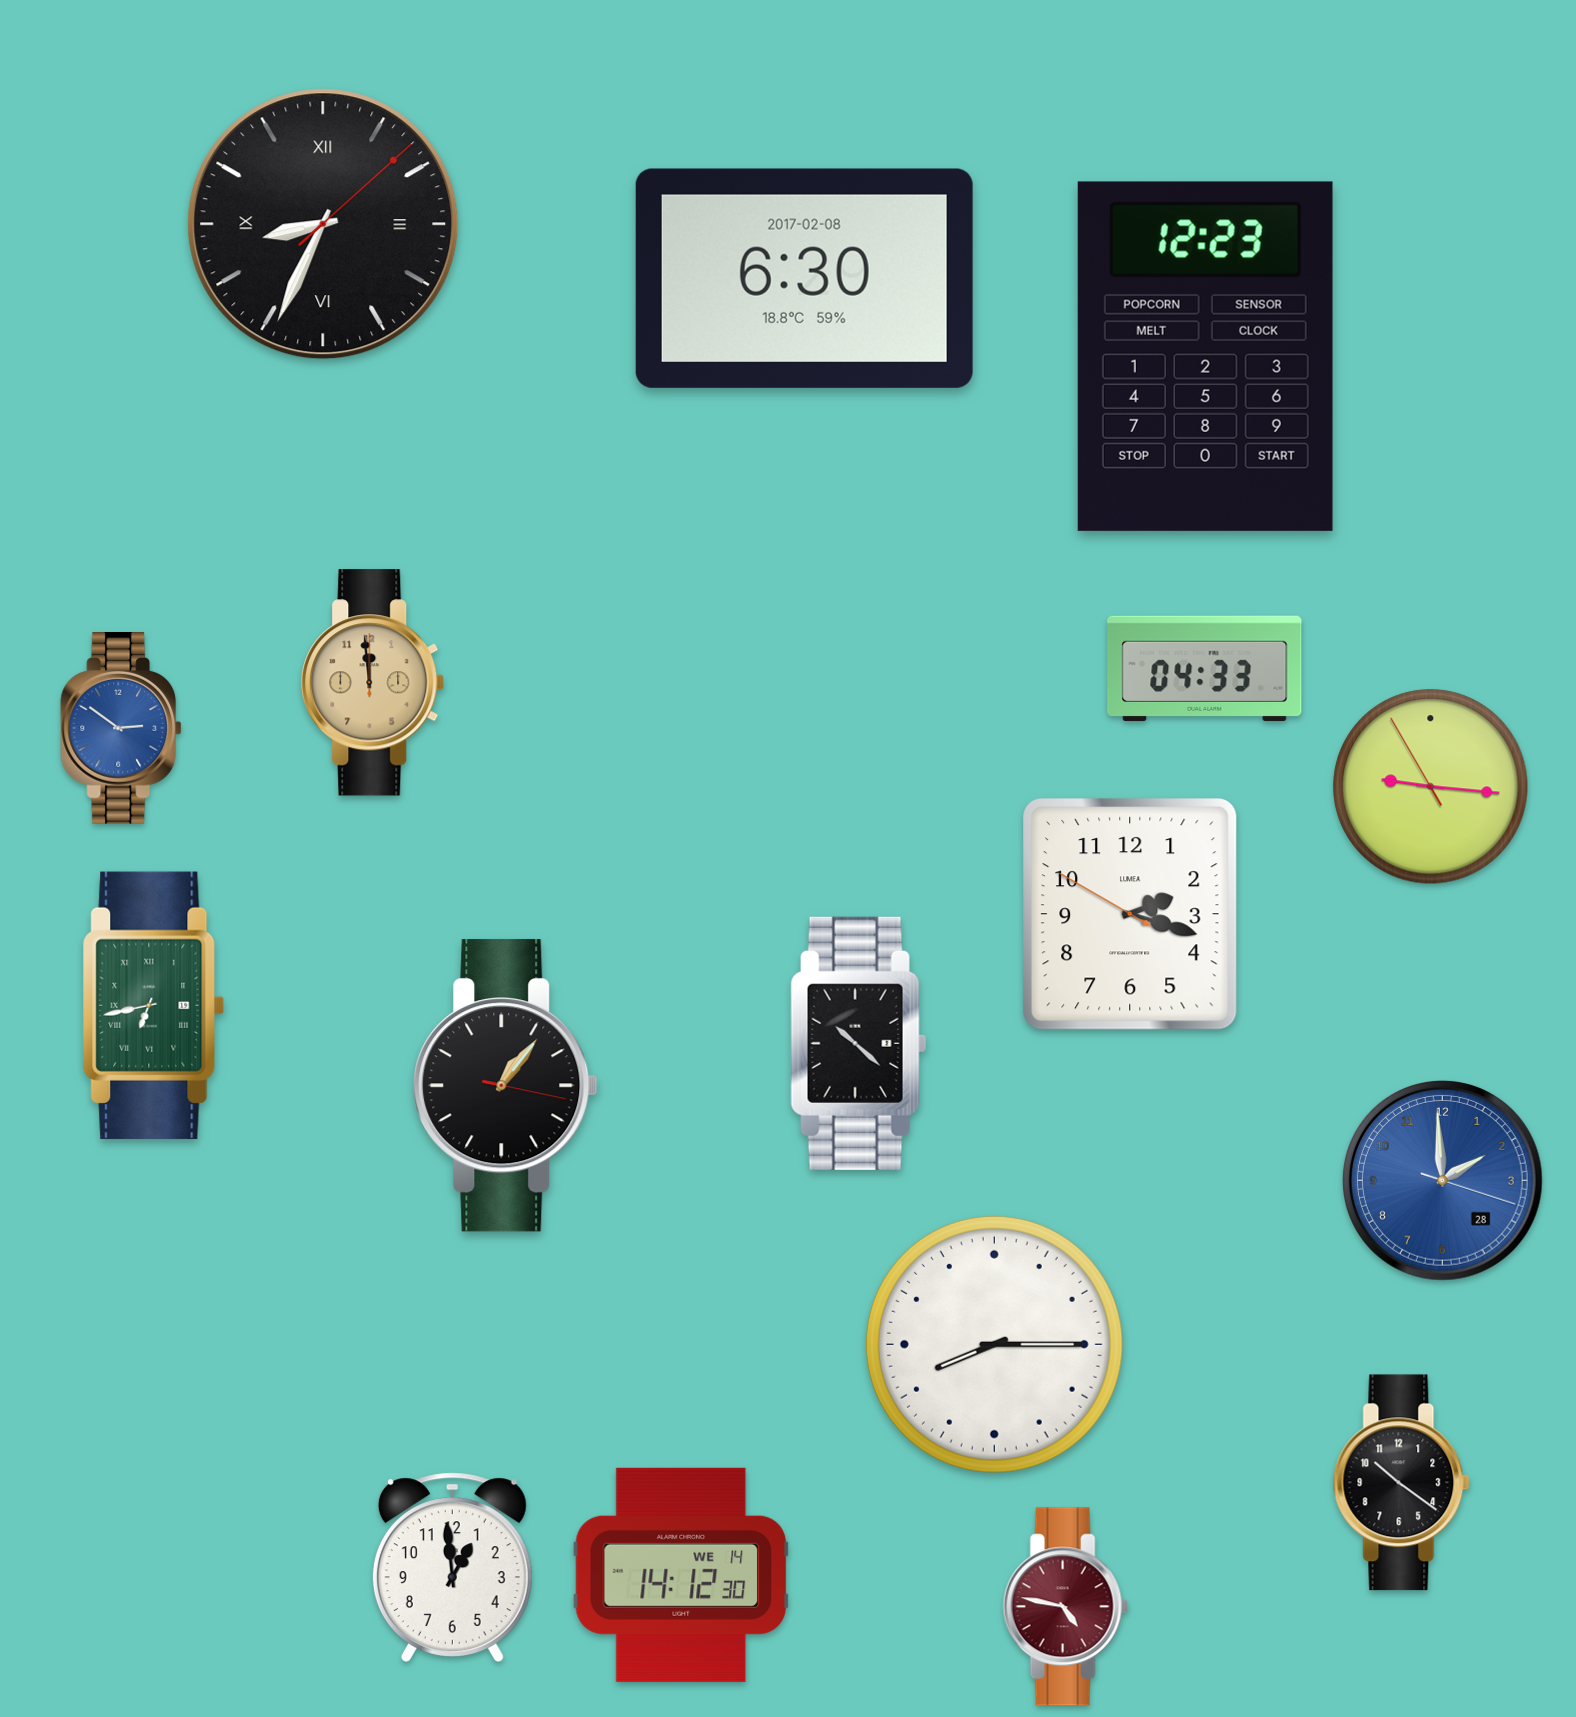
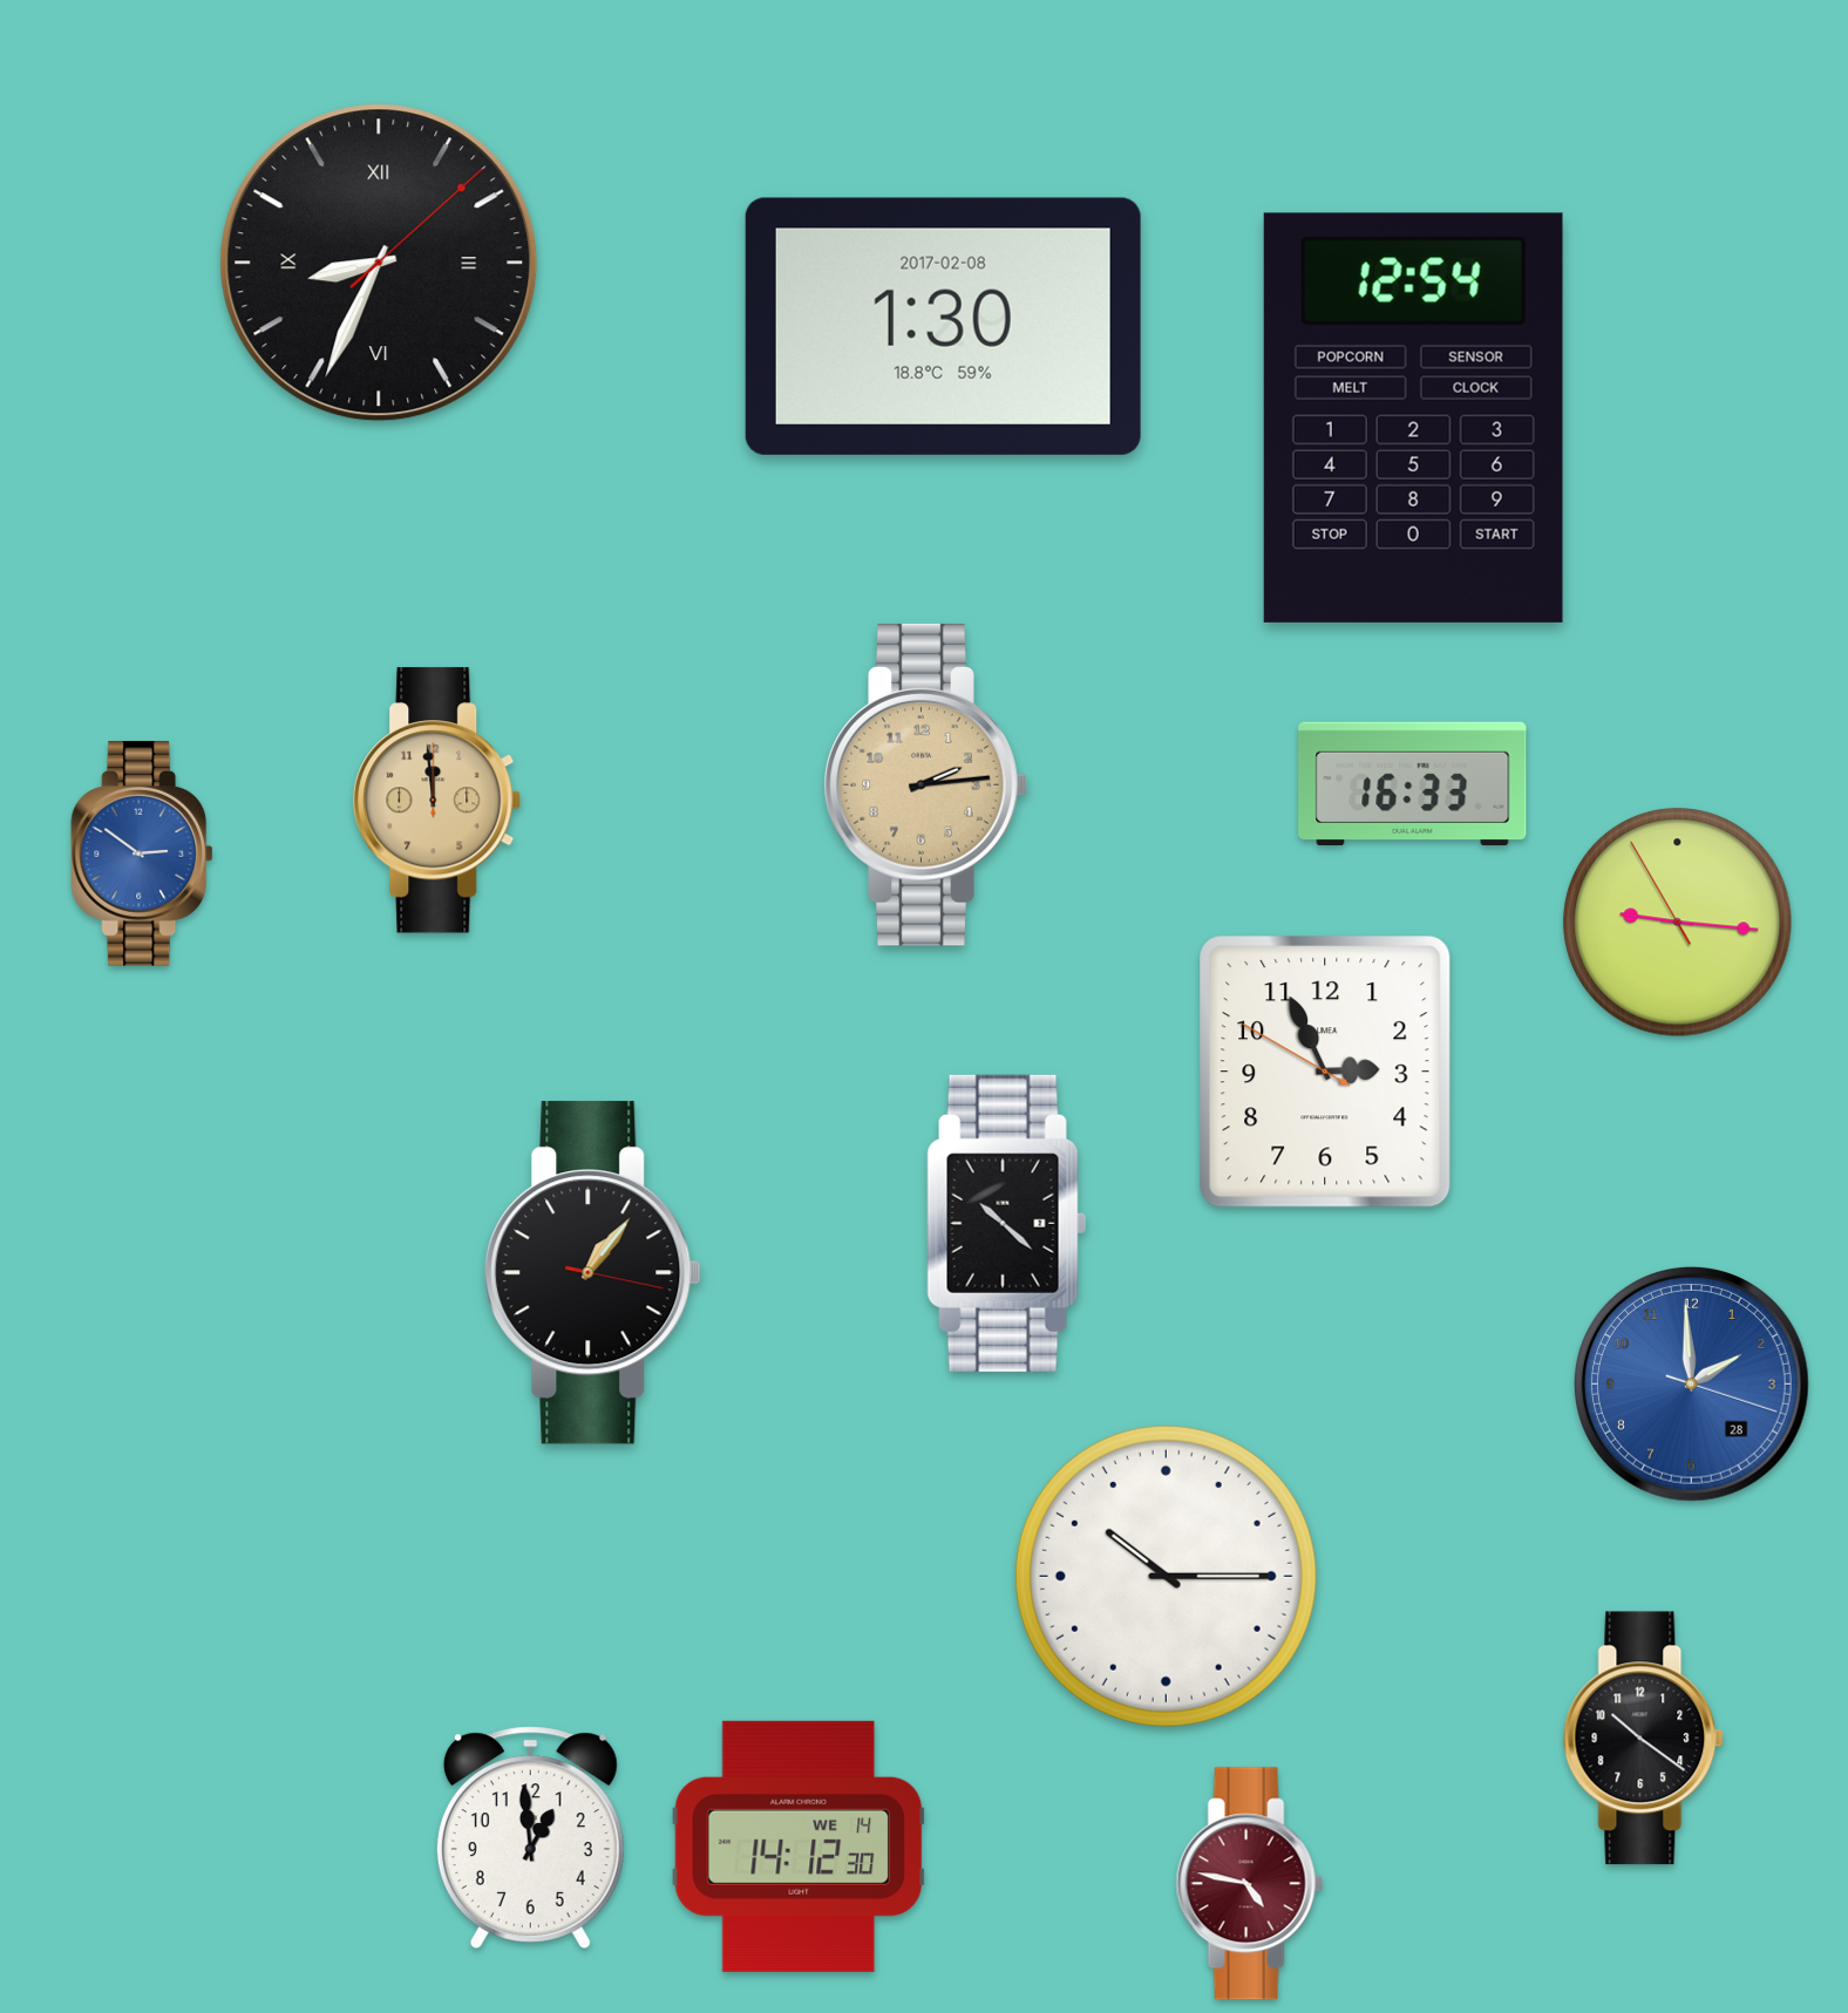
clock at (804, 278): 6:30 -> 1:30
clock at (1205, 356): 12:23 -> 12:54
clock at (1205, 668): 04:33 -> 16:33
clock at (925, 784): none -> 2:14
clock at (1130, 914): 2:17 -> 2:55
clock at (154, 1005): 6:43 -> none
clock at (994, 1344): 8:15 -> 10:15
